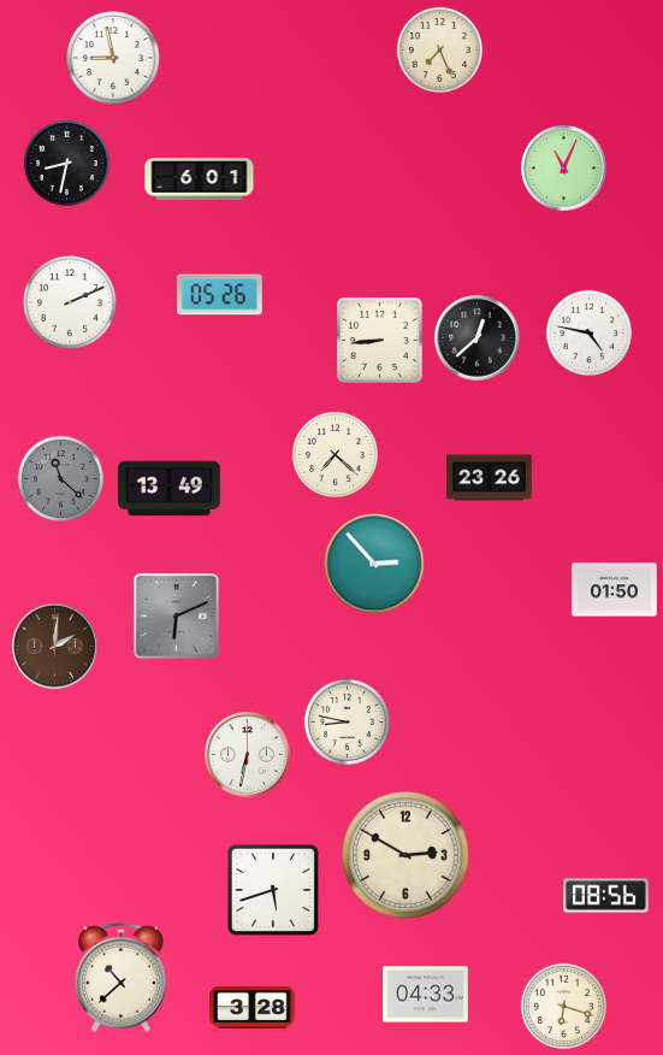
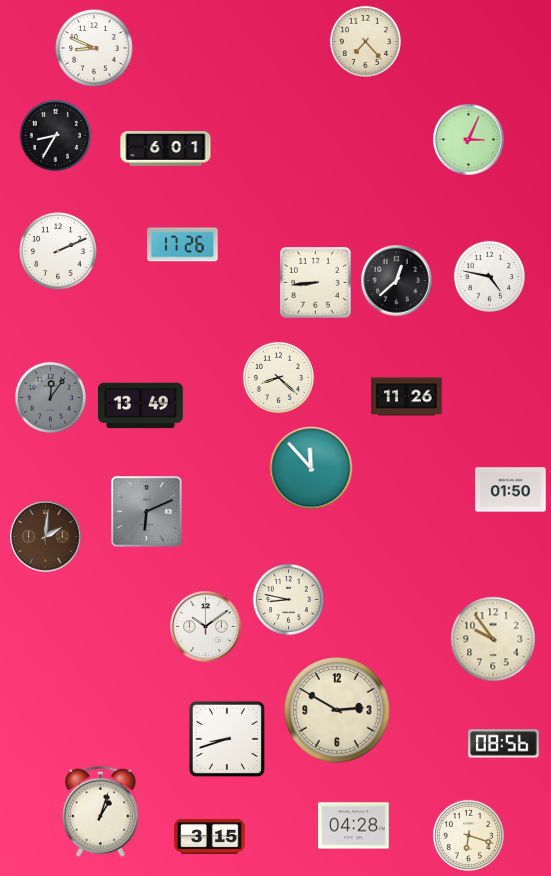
clock at (439, 49): 7:26 -> 7:23
clock at (113, 58): 8:58 -> 8:49
clock at (66, 163): 8:32 -> 8:35
clock at (564, 169): 11:04 -> 3:04
clock at (220, 295): 05:26 -> 17:26
clock at (335, 454): 7:22 -> 8:22
clock at (60, 478): 11:22 -> 12:06
clock at (490, 478): 23:26 -> 11:26
clock at (374, 564): 2:53 -> 11:53
clock at (248, 755): 6:32 -> 10:09
clock at (493, 639): none -> 9:54
clock at (273, 890): 5:42 -> 8:42
clock at (120, 977): 10:38 -> 1:03
clock at (426, 995): 04:33 -> 04:28
clock at (253, 1007): 3:28 -> 3:15
